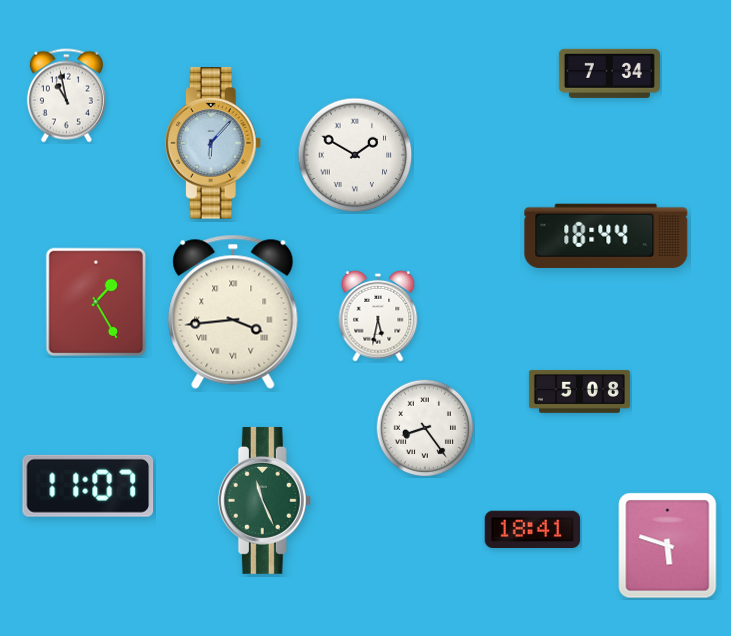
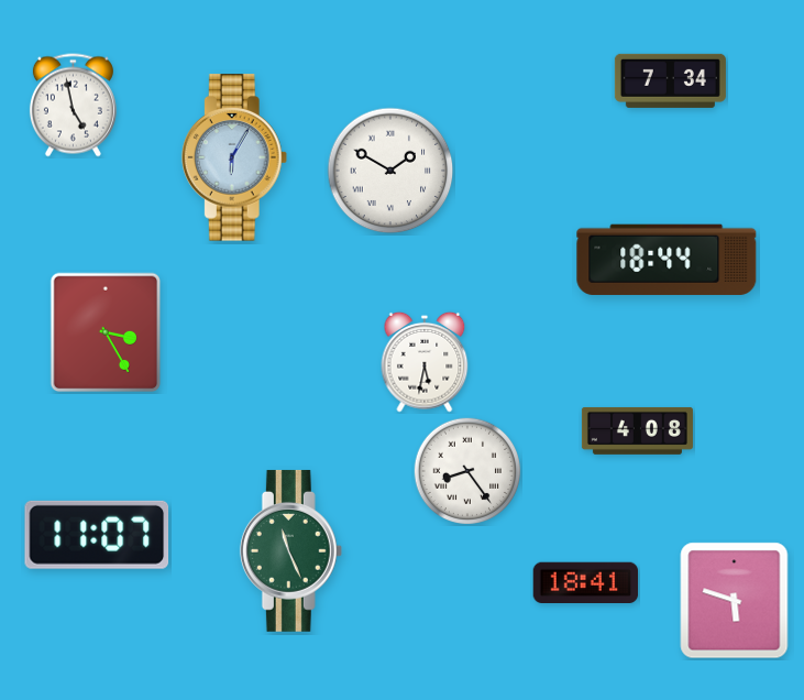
clock at (66, 96): 10:58 -> 4:58
clock at (213, 143): 6:07 -> 6:05
clock at (96, 302): 1:25 -> 3:25
clock at (233, 312): 3:44 -> none
clock at (378, 316) position: (378, 316) -> (425, 362)
clock at (579, 391): 5:08 -> 4:08
